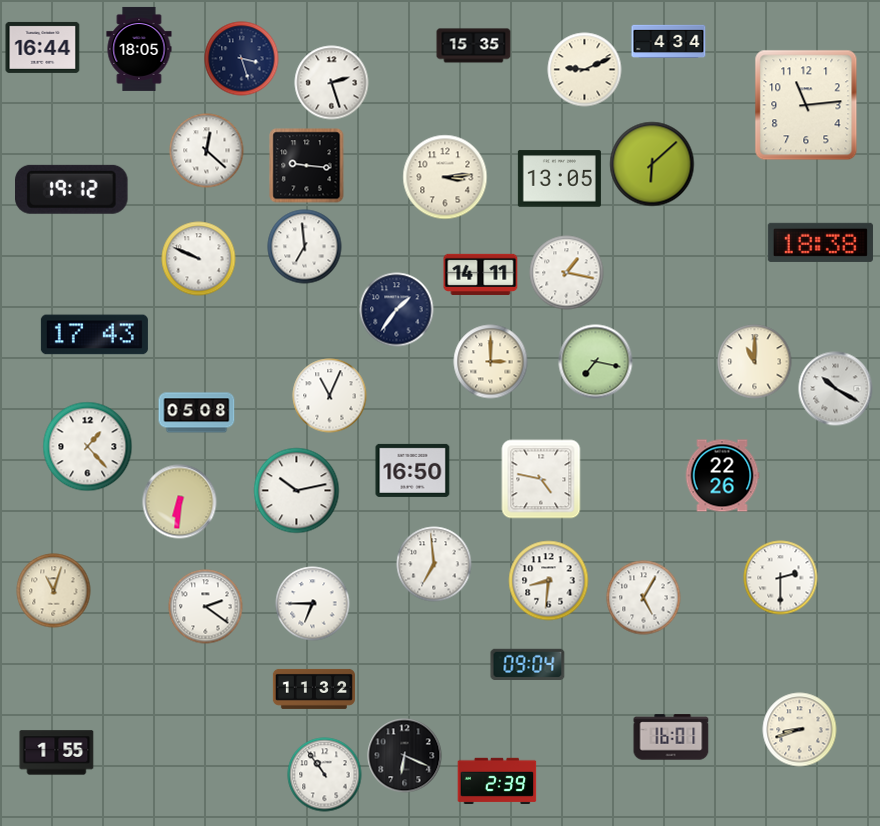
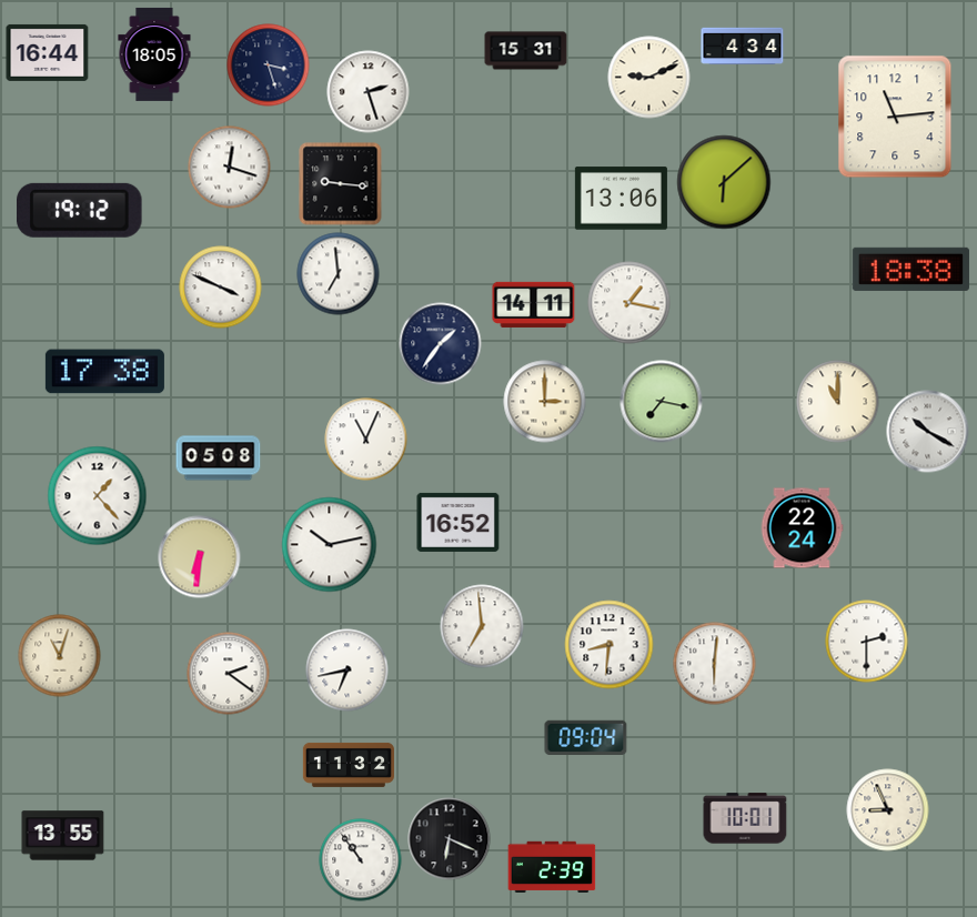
clock at (474, 46): 15:35 -> 15:31
clock at (207, 151): 12:22 -> 12:18
clock at (445, 177): 3:14 -> none
clock at (559, 179): 13:05 -> 13:06
clock at (199, 259): 9:49 -> 3:49
clock at (94, 335): 17:43 -> 17:38
clock at (413, 470): 16:50 -> 16:52
clock at (722, 476): 22:26 -> 22:24
clock at (541, 479): 4:47 -> none
clock at (644, 598): 5:05 -> 6:01
clock at (313, 604): 6:45 -> 6:43
clock at (800, 730): 8:42 -> 8:56
clock at (671, 737): 16:01 -> 10:01
clock at (57, 753): 1:55 -> 13:55
